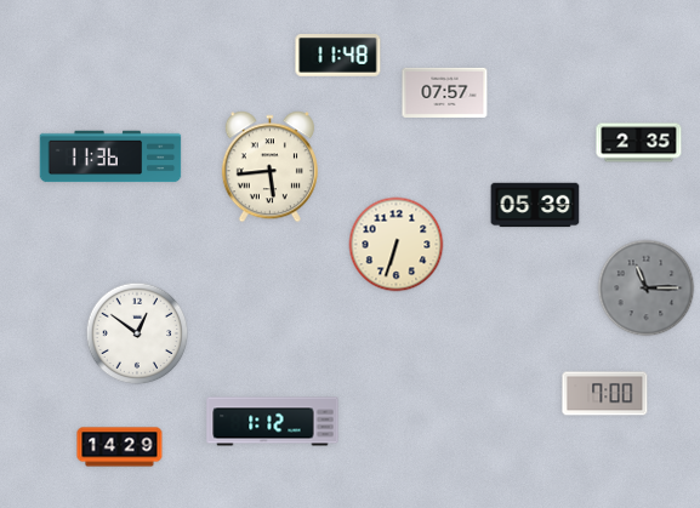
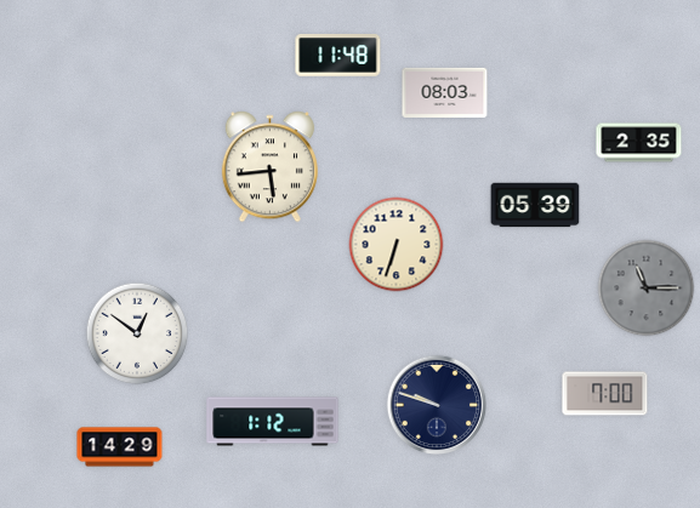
clock at (445, 92): 07:57 -> 08:03
clock at (110, 156): 11:36 -> none
clock at (437, 405): none -> 9:48
